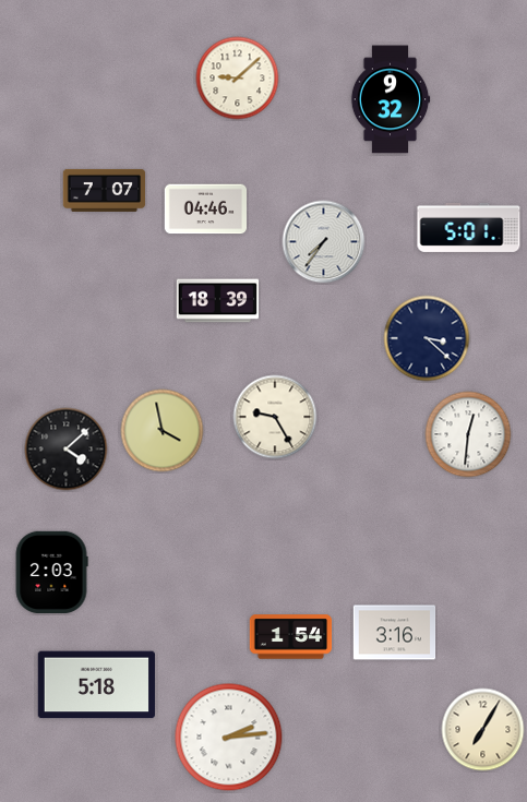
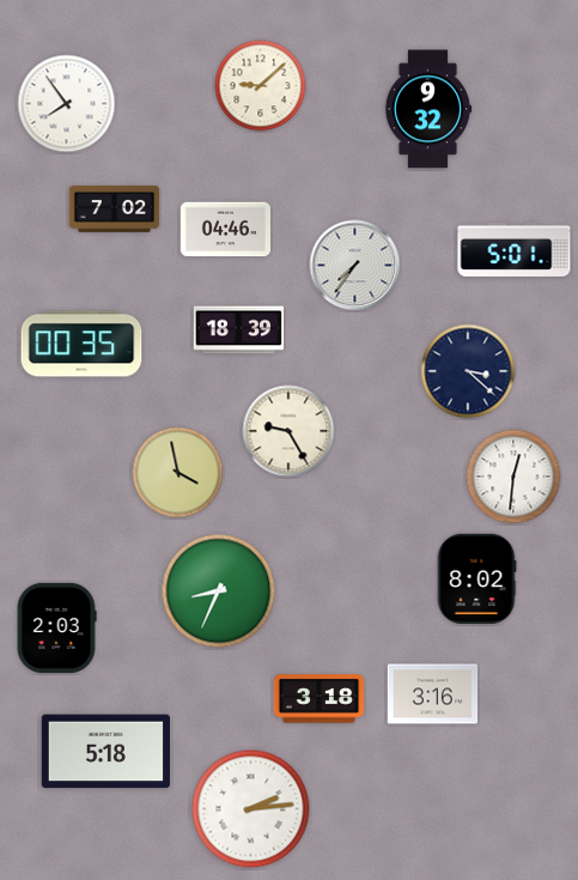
clock at (67, 104): none -> 7:54
clock at (105, 190): 7:07 -> 7:02
clock at (81, 344): none -> 00:35
clock at (275, 417) position: (275, 417) -> (288, 431)
clock at (67, 450): 4:08 -> none
clock at (476, 579): none -> 8:02
clock at (219, 591): none -> 8:34
clock at (291, 637): 1:54 -> 3:18
clock at (483, 730): 7:05 -> none
